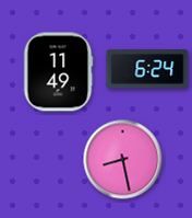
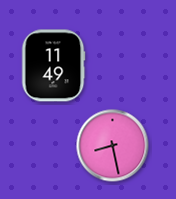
clock at (147, 69): 6:24 -> none
